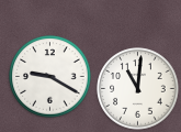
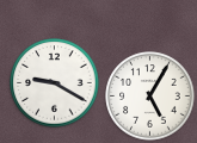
clock at (138, 89): 11:01 -> 5:05
